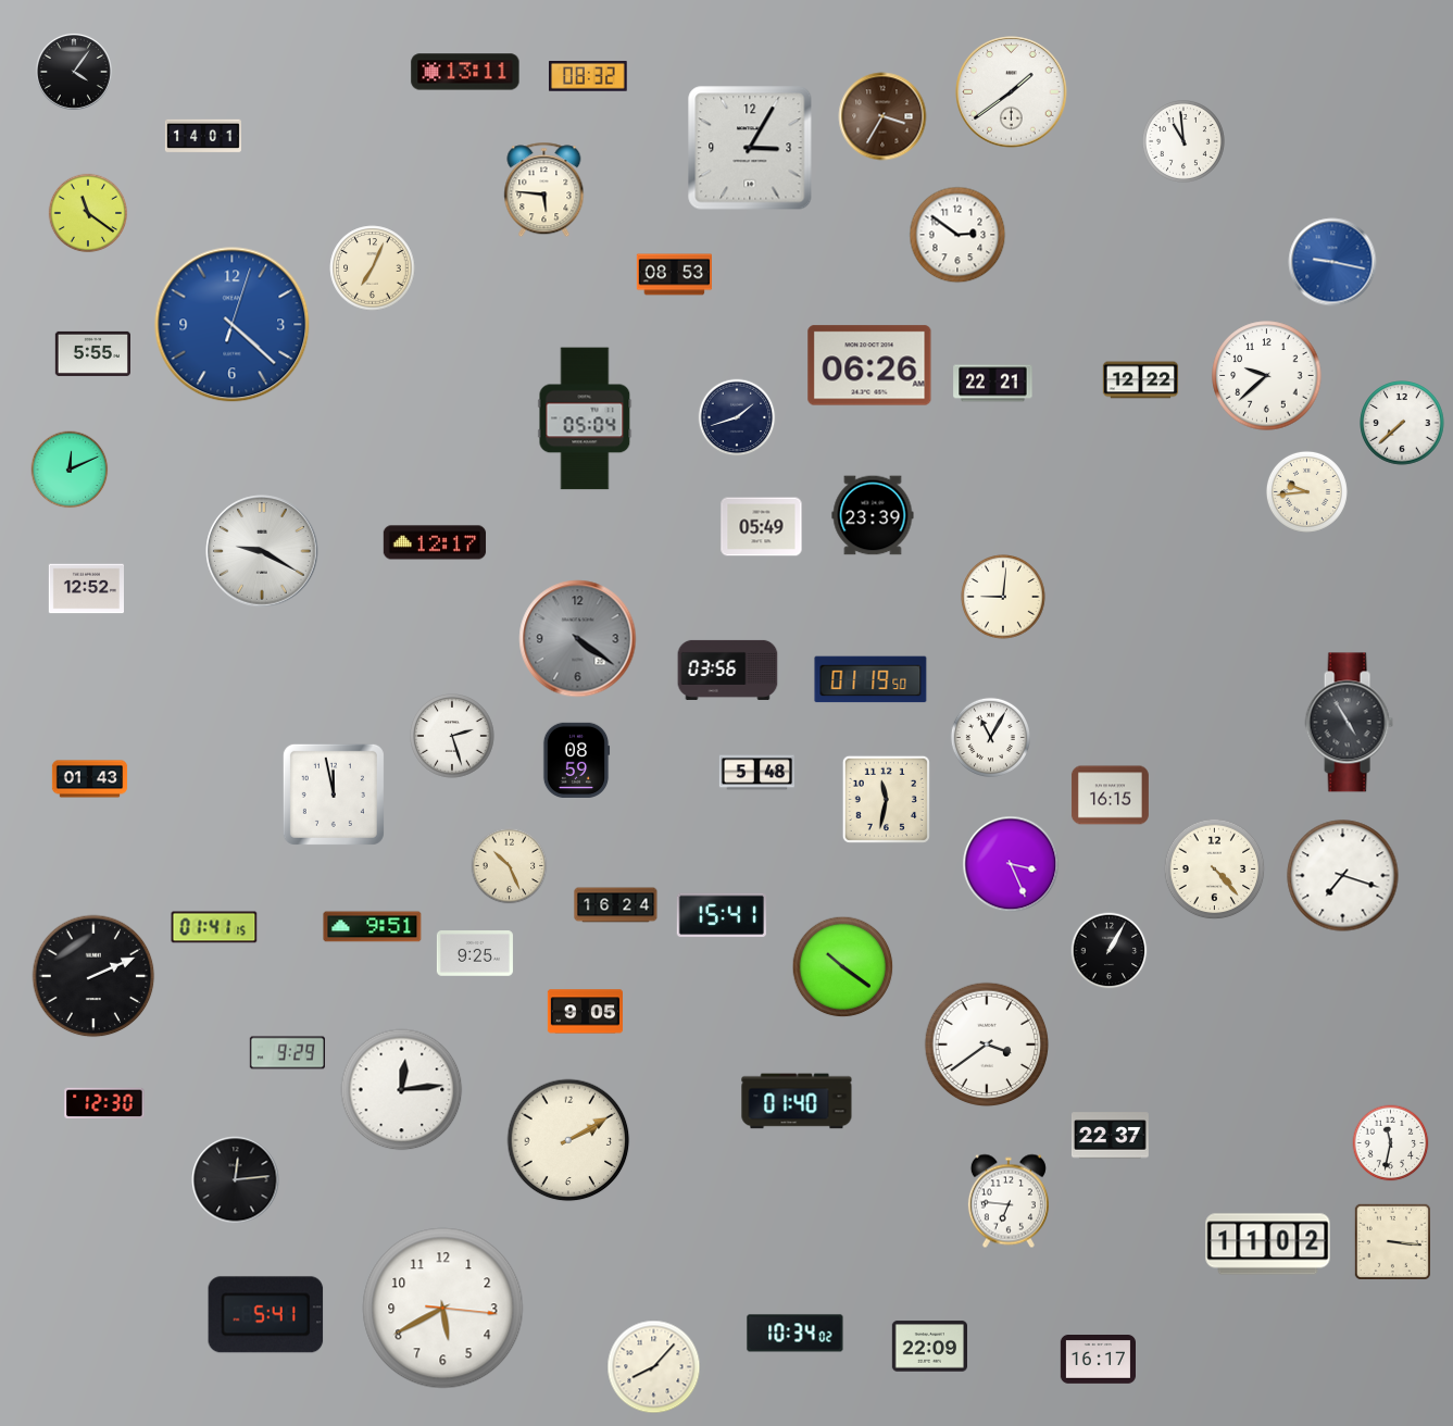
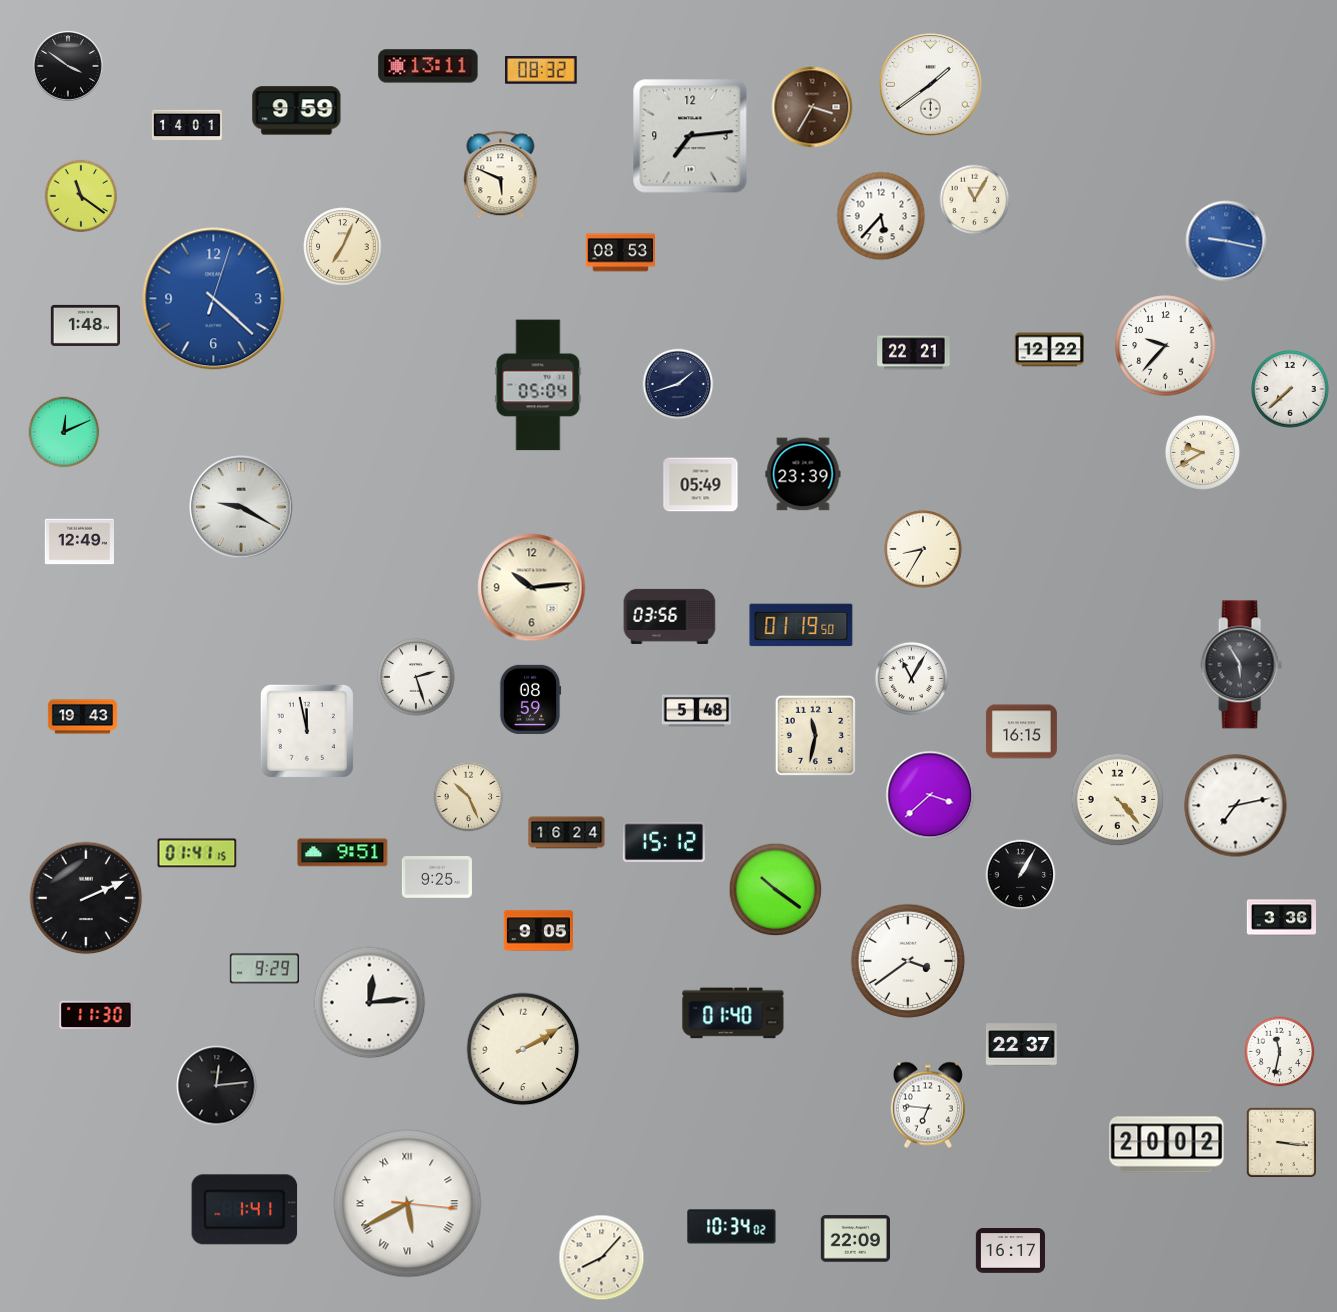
clock at (74, 72): 4:06 -> 3:51
clock at (297, 111): none -> 9:59
clock at (1183, 141): 10:59 -> none
clock at (750, 148): 3:05 -> 7:14
clock at (544, 190): 5:46 -> 5:49
clock at (975, 200): none -> 11:05
clock at (957, 235): 2:51 -> 5:37
clock at (92, 353): 5:55 -> 1:48
clock at (869, 365): 06:26 -> none
clock at (1267, 376): 9:38 -> 9:37
clock at (1306, 491): 9:44 -> 9:40
clock at (435, 542): 12:17 -> none
clock at (86, 589): 12:52 -> 12:49
clock at (1003, 597): 9:01 -> 8:35
clock at (578, 639): 4:21 -> 10:14
clock at (578, 639) dial: grey -> cream
clock at (1349, 723): 4:55 -> 5:55
clock at (90, 779): 01:43 -> 19:43
clock at (1011, 864): 3:26 -> 3:38
clock at (1343, 876): 7:18 -> 7:13
clock at (722, 915): 15:41 -> 15:12
clock at (1281, 918): none -> 3:36
clock at (104, 1103): 12:30 -> 11:30
clock at (1268, 1244): 11:02 -> 20:02
clock at (443, 1309) numerals: Arabic -> Roman
clock at (266, 1315): 5:41 -> 1:41
